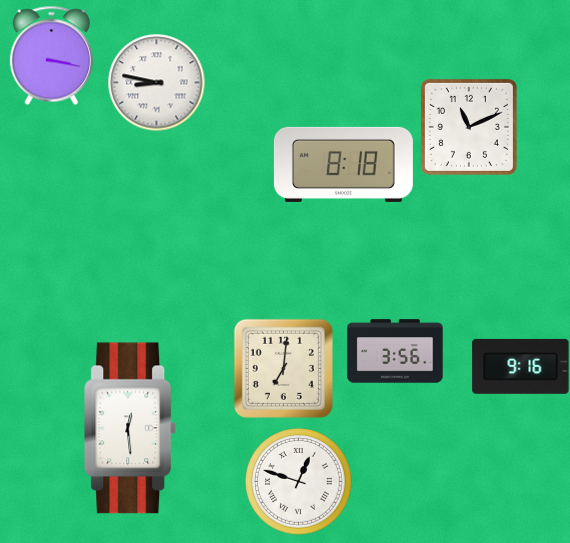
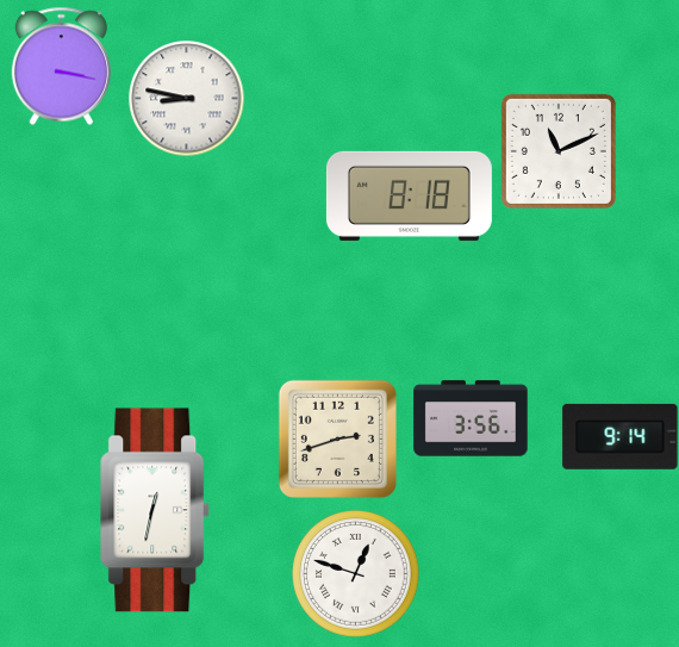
clock at (521, 366): 9:16 -> 9:14
clock at (283, 368): 7:01 -> 2:42
clock at (131, 428): 12:29 -> 12:32
